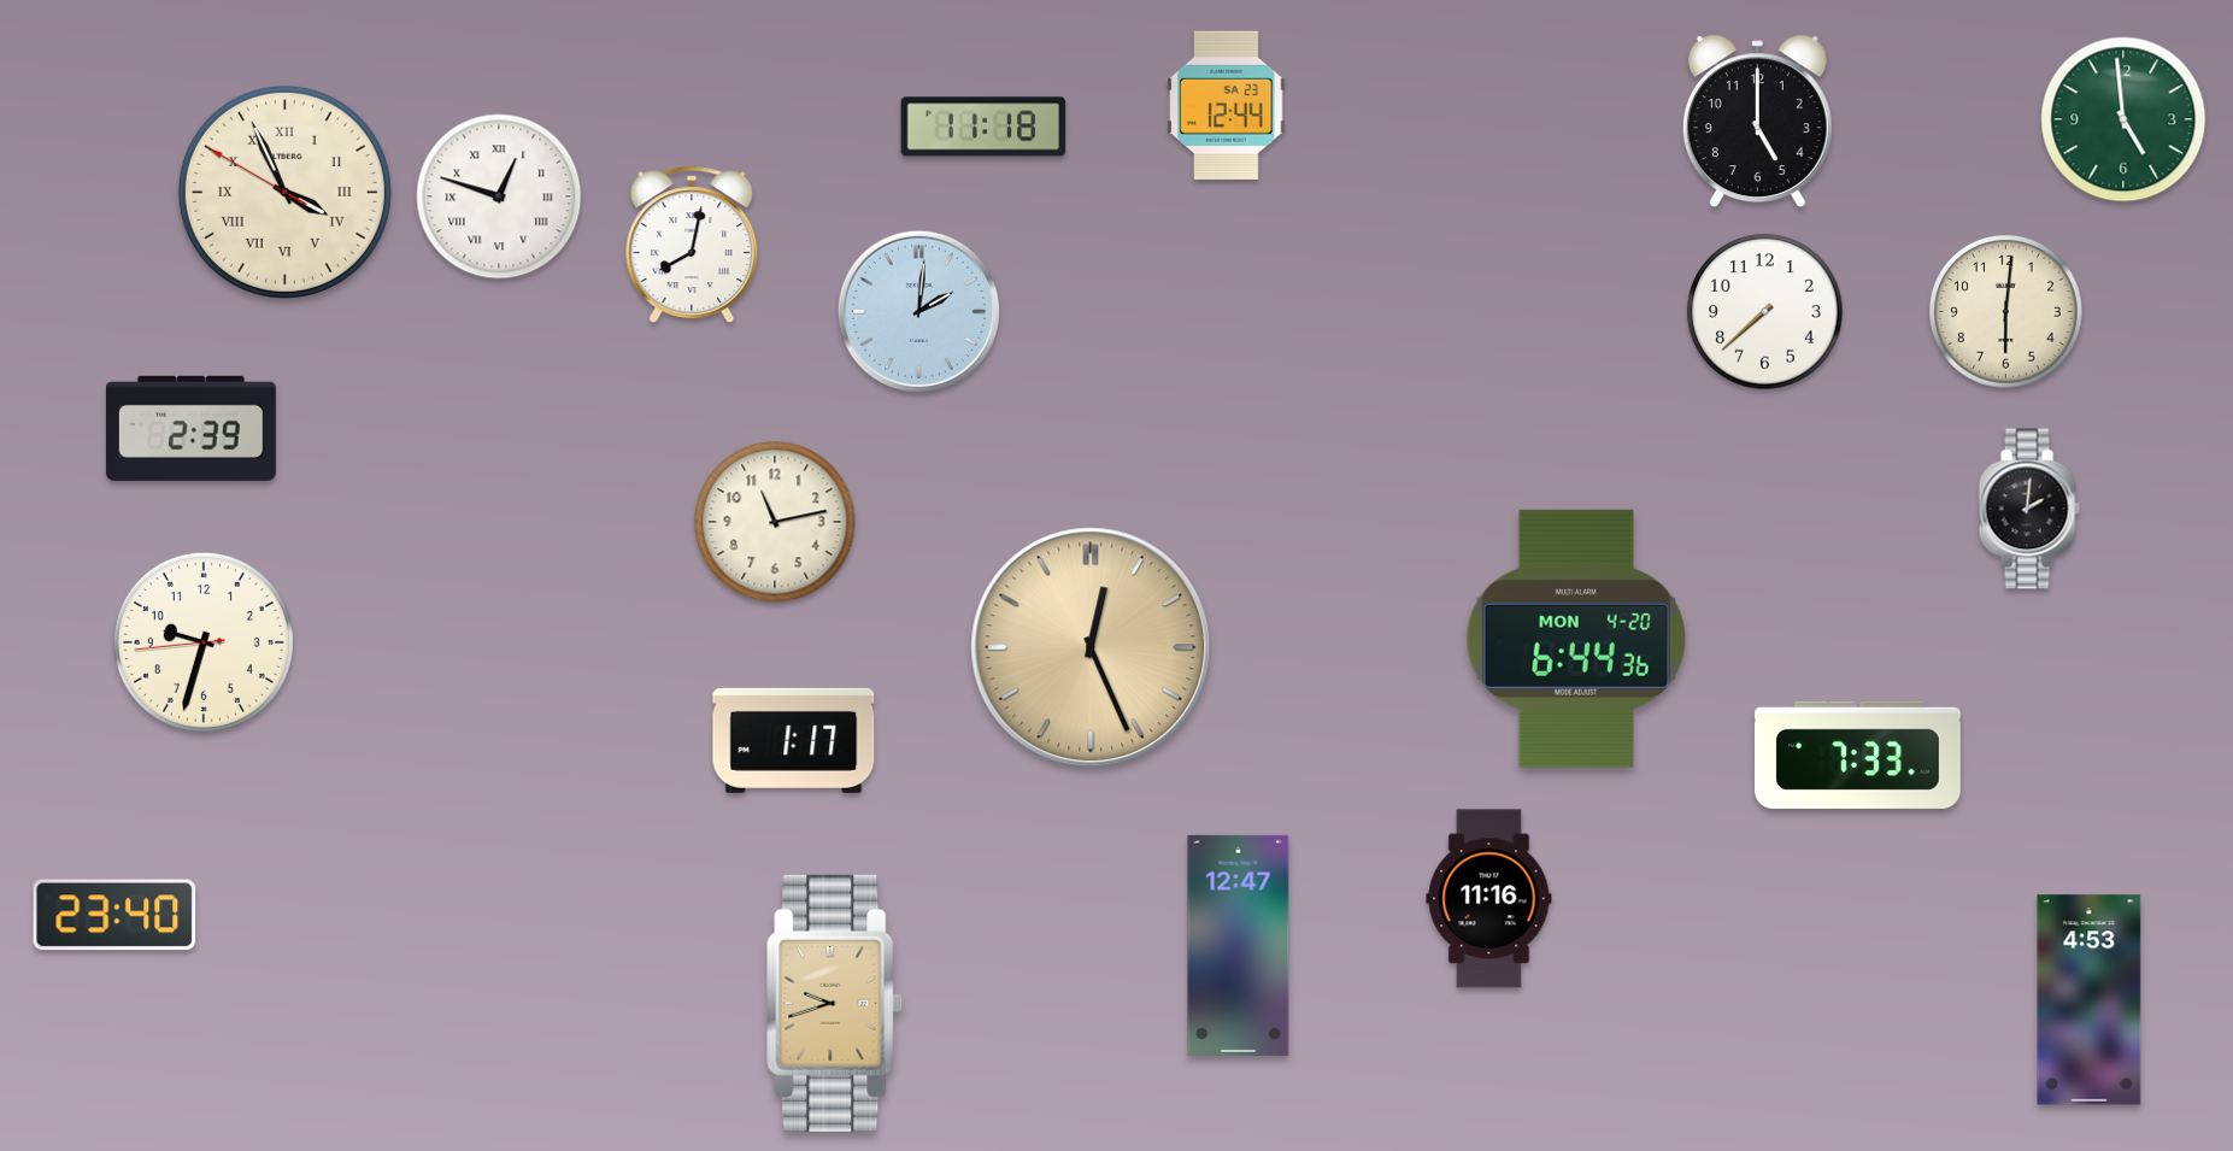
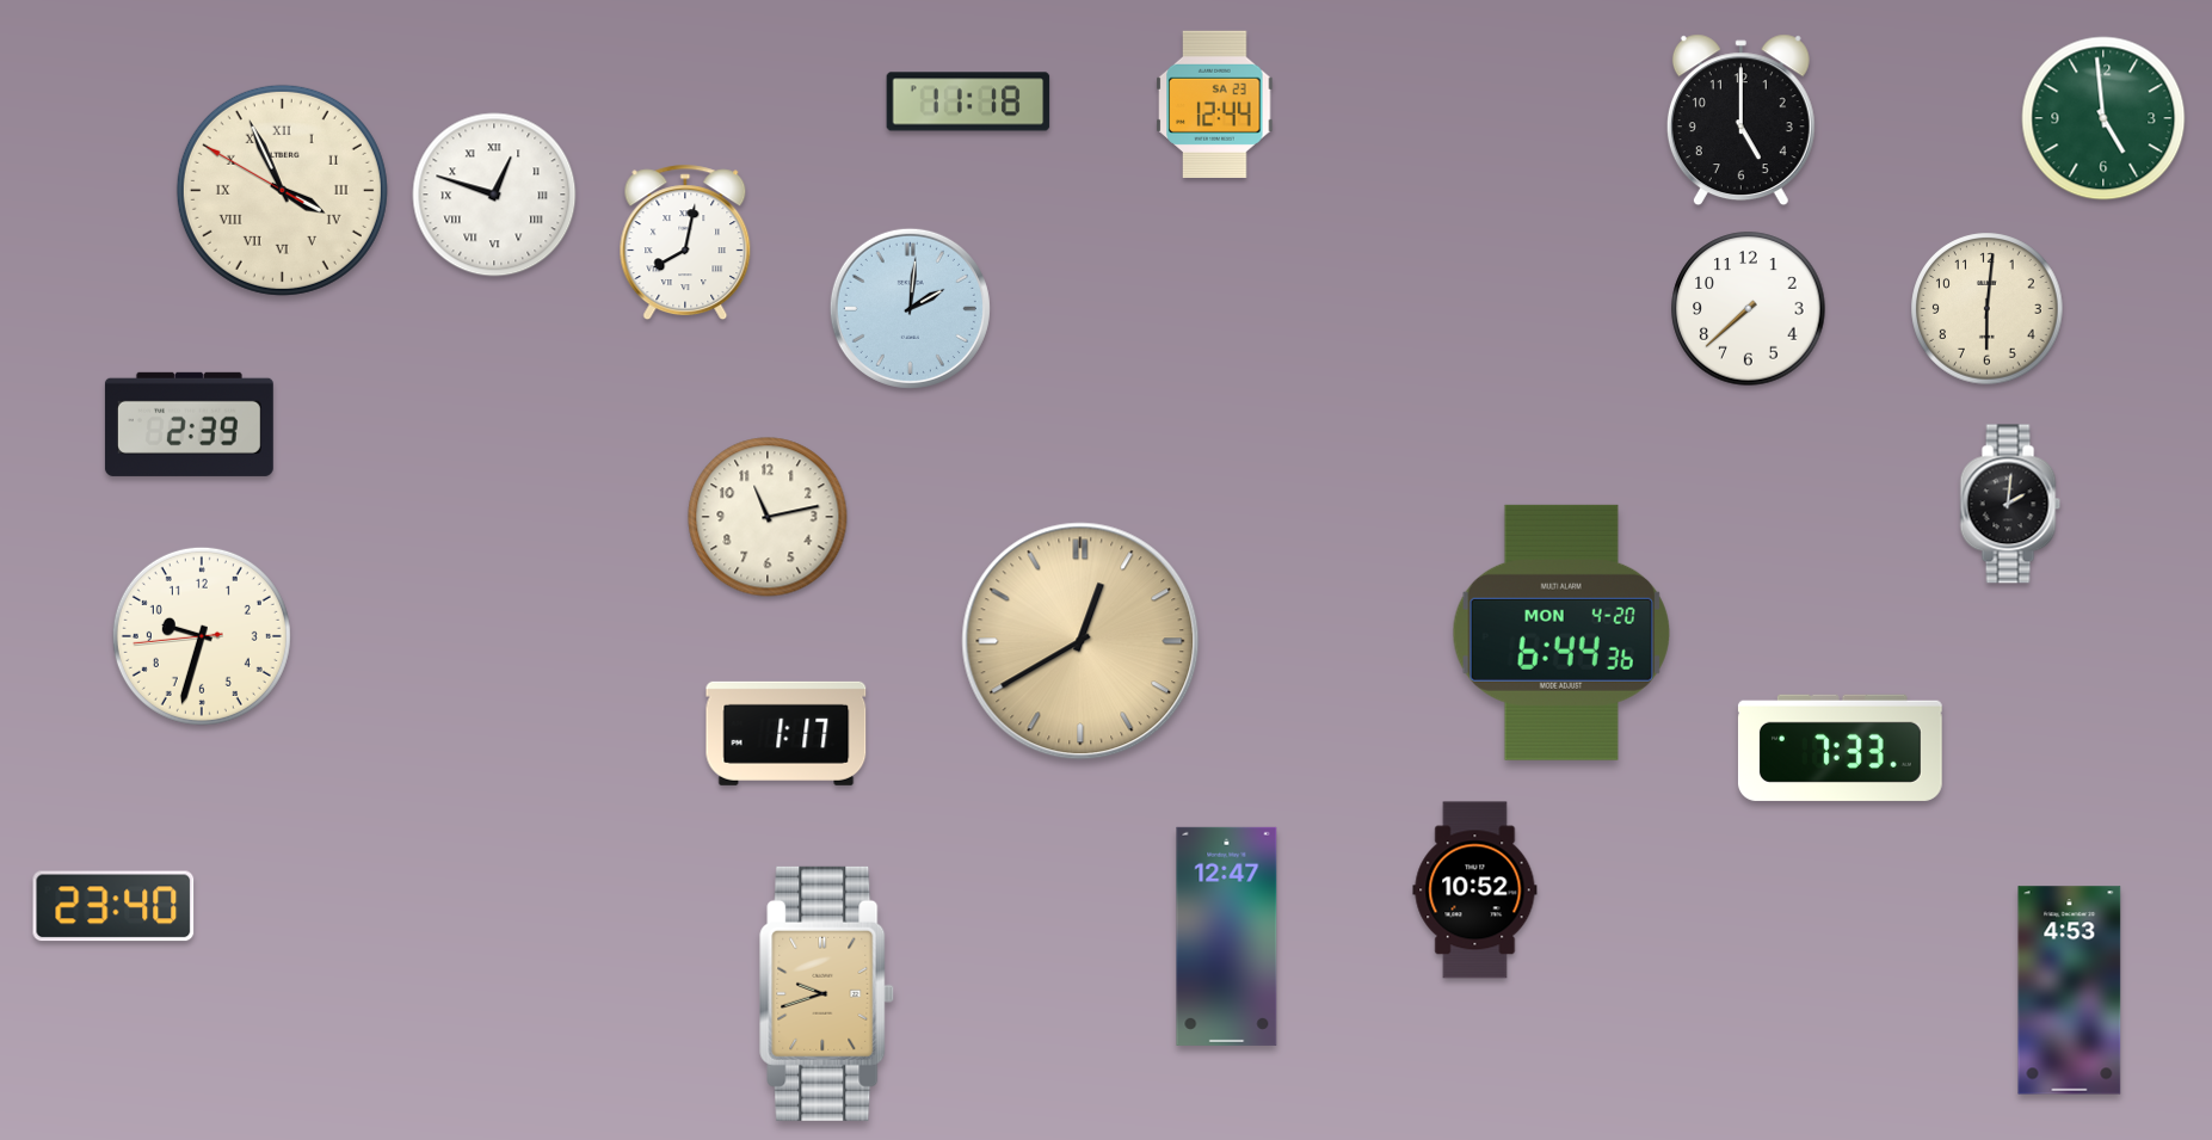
clock at (983, 127) position: (983, 127) -> (968, 101)
clock at (1091, 647): 12:26 -> 12:40
clock at (1489, 899): 11:16 -> 10:52
